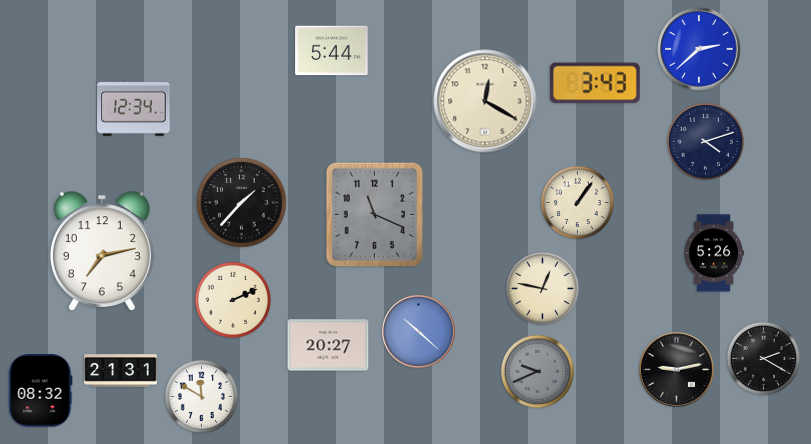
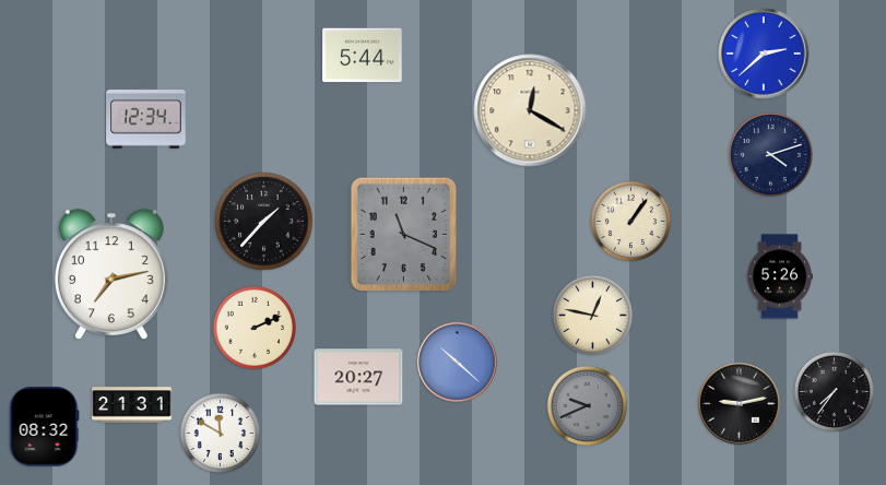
clock at (595, 83): 3:43 -> none
clock at (375, 215) position: (375, 215) -> (404, 235)
clock at (763, 358): 2:20 -> 7:36
